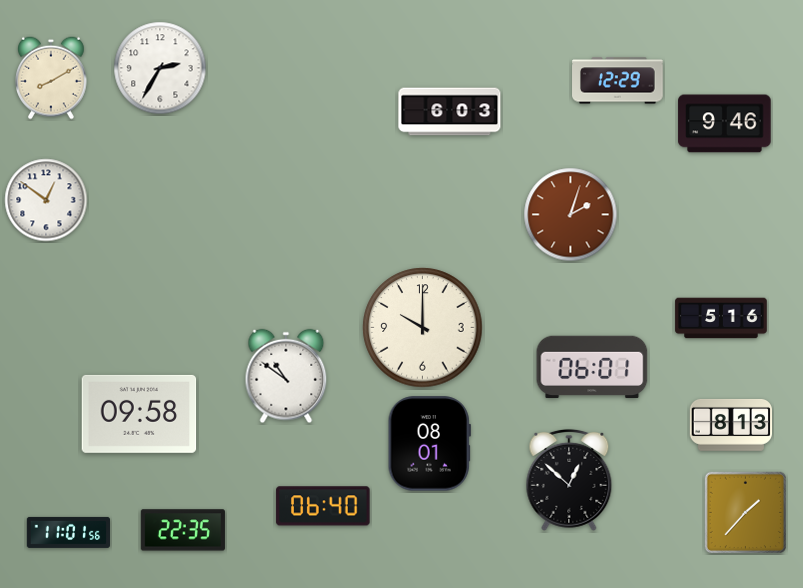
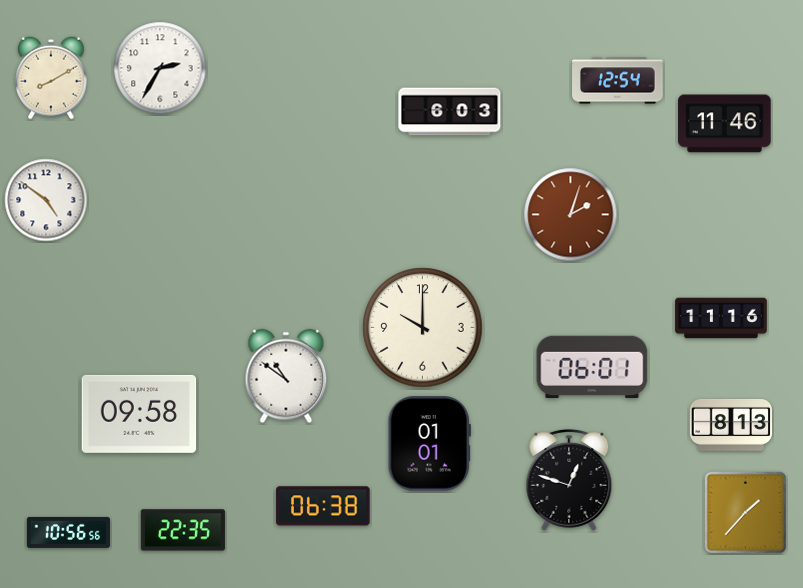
clock at (618, 81): 12:29 -> 12:54
clock at (725, 124): 9:46 -> 11:46
clock at (46, 200): 12:51 -> 4:51
clock at (721, 318): 5:16 -> 11:16
clock at (429, 444): 08:01 -> 01:01
clock at (569, 480): 12:52 -> 12:48
clock at (323, 506): 06:40 -> 06:38
clock at (68, 532): 11:01 -> 10:56
